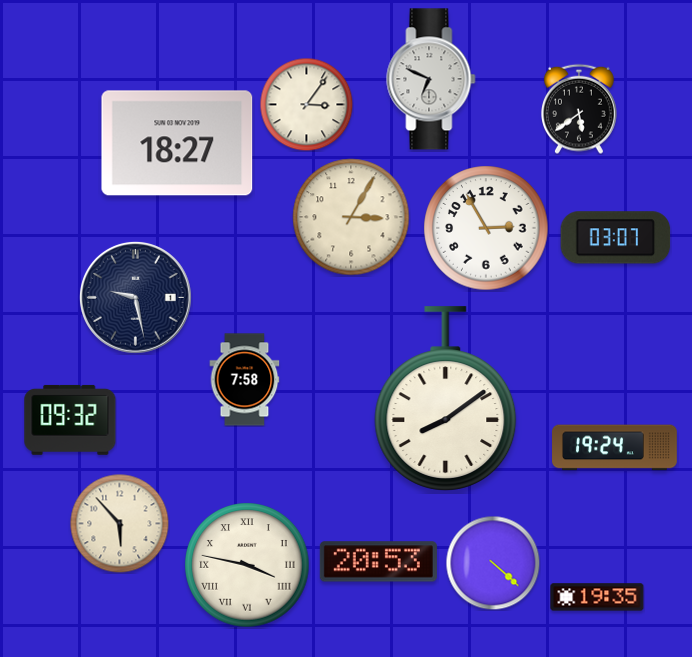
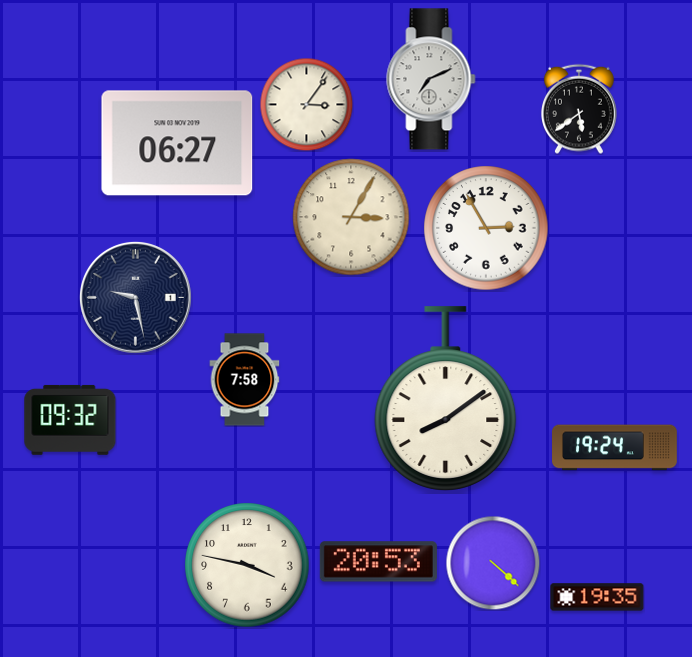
clock at (431, 79): 6:49 -> 7:11
clock at (177, 143): 18:27 -> 06:27
clock at (616, 238): 03:07 -> none
clock at (120, 524): 5:53 -> none
clock at (247, 565) numerals: Roman -> Arabic
